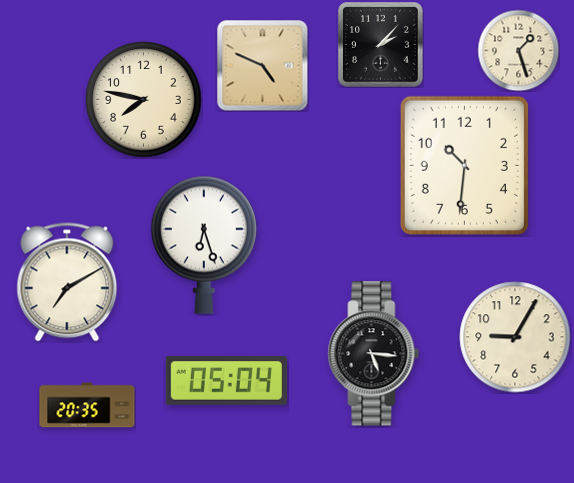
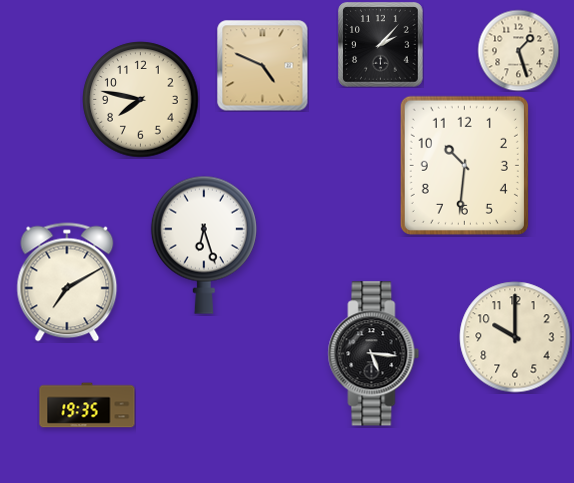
clock at (144, 100) position: (144, 100) -> (141, 100)
clock at (515, 337): 9:05 -> 10:00
clock at (226, 381): 05:04 -> none
clock at (87, 405): 20:35 -> 19:35
